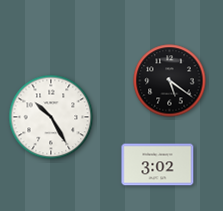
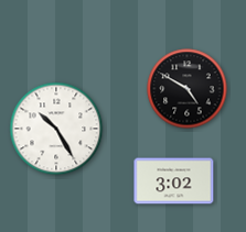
clock at (170, 81): 5:21 -> 4:50
